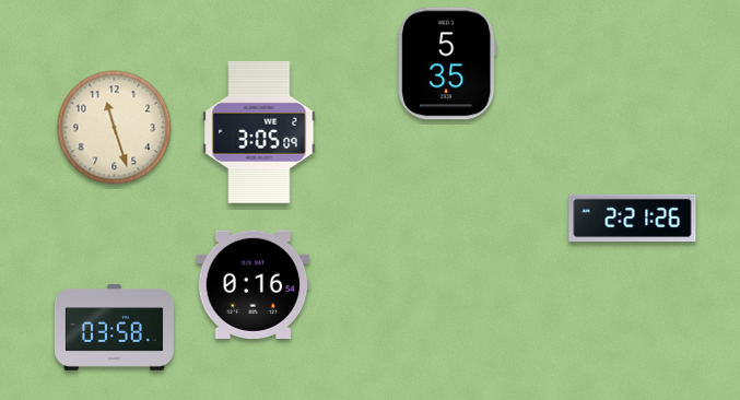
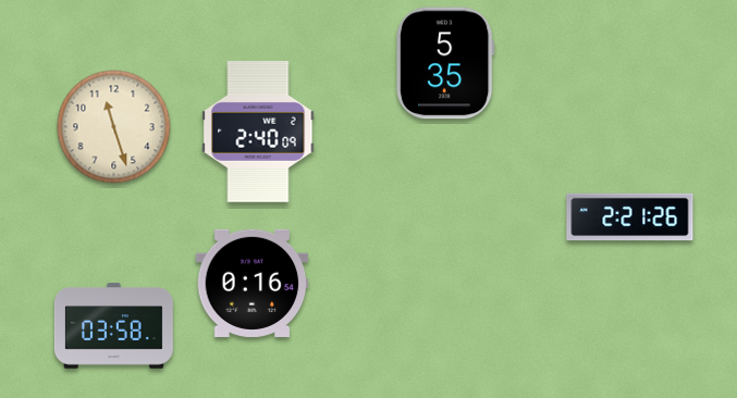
clock at (259, 132): 3:05 -> 2:40
